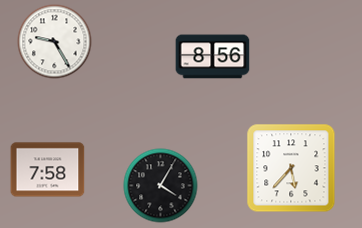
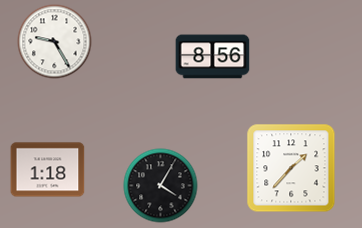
clock at (291, 168): 5:37 -> 1:37
clock at (48, 170): 7:58 -> 1:18
